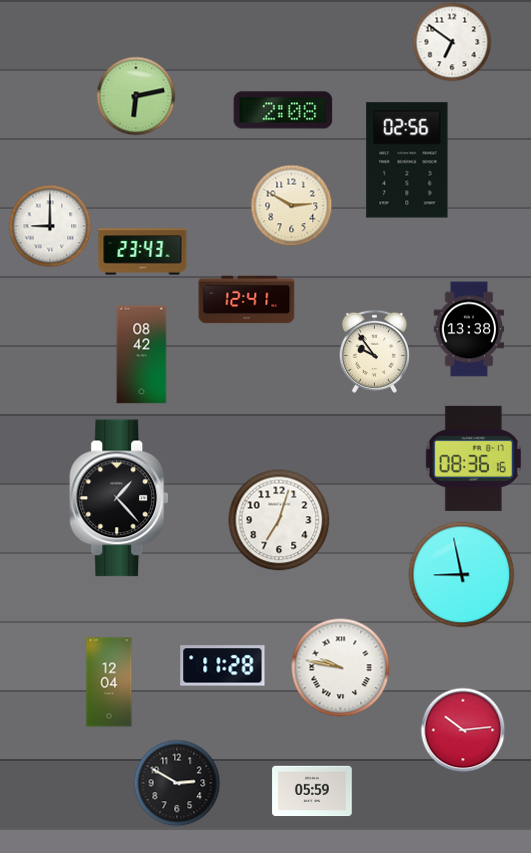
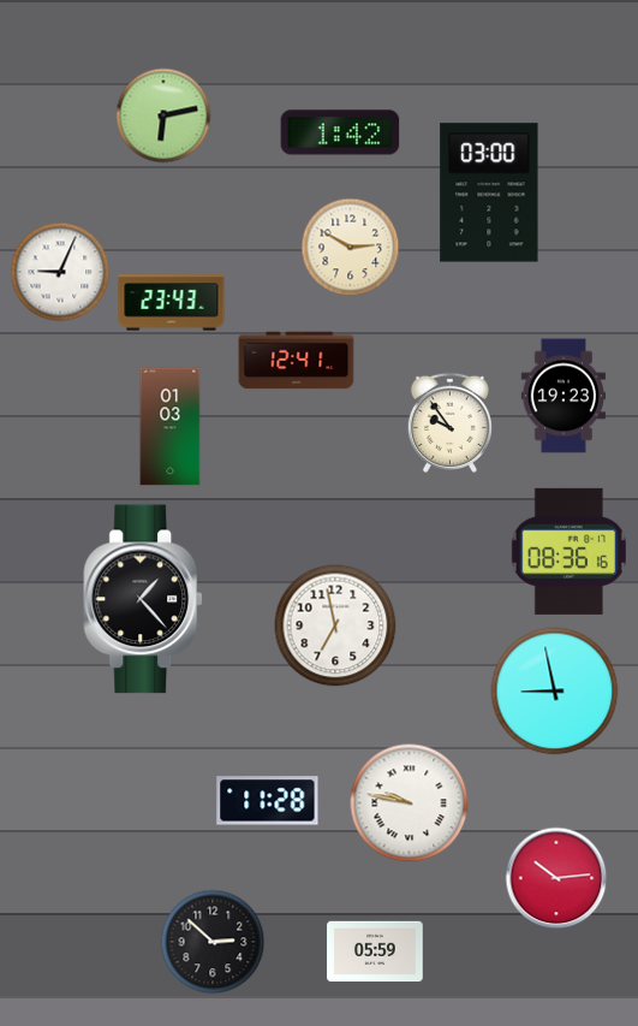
clock at (452, 42): 6:51 -> none
clock at (283, 110): 2:08 -> 1:42
clock at (407, 160): 02:56 -> 03:00
clock at (50, 226): 9:00 -> 9:04
clock at (468, 329): 13:38 -> 19:23
clock at (142, 355): 08:42 -> 01:03
clock at (279, 520): 7:03 -> 6:58
clock at (109, 682): 12:04 -> none
clock at (177, 783): 2:50 -> 2:52
